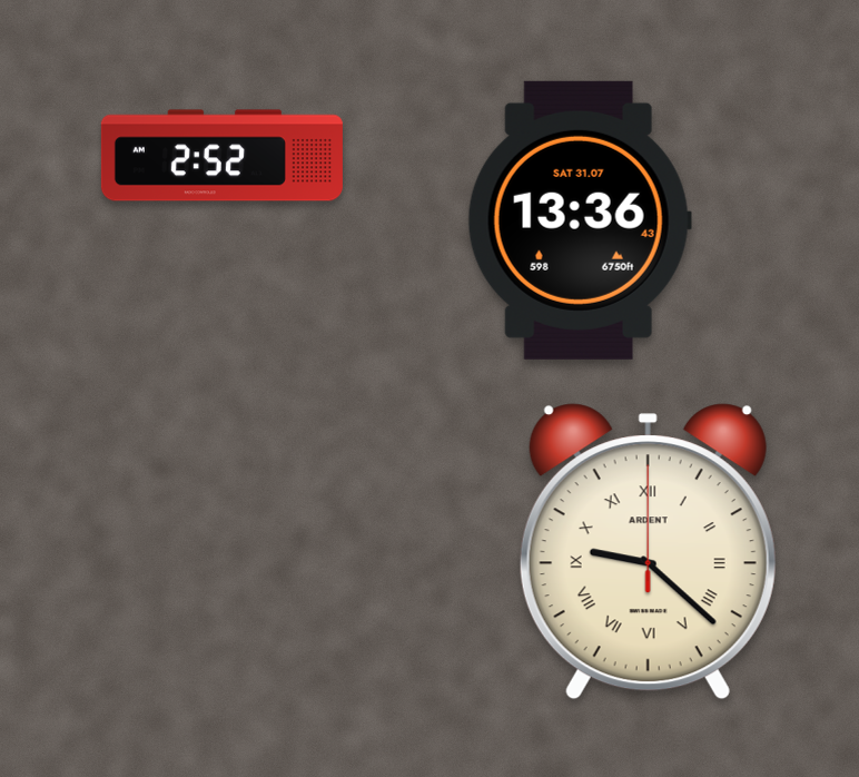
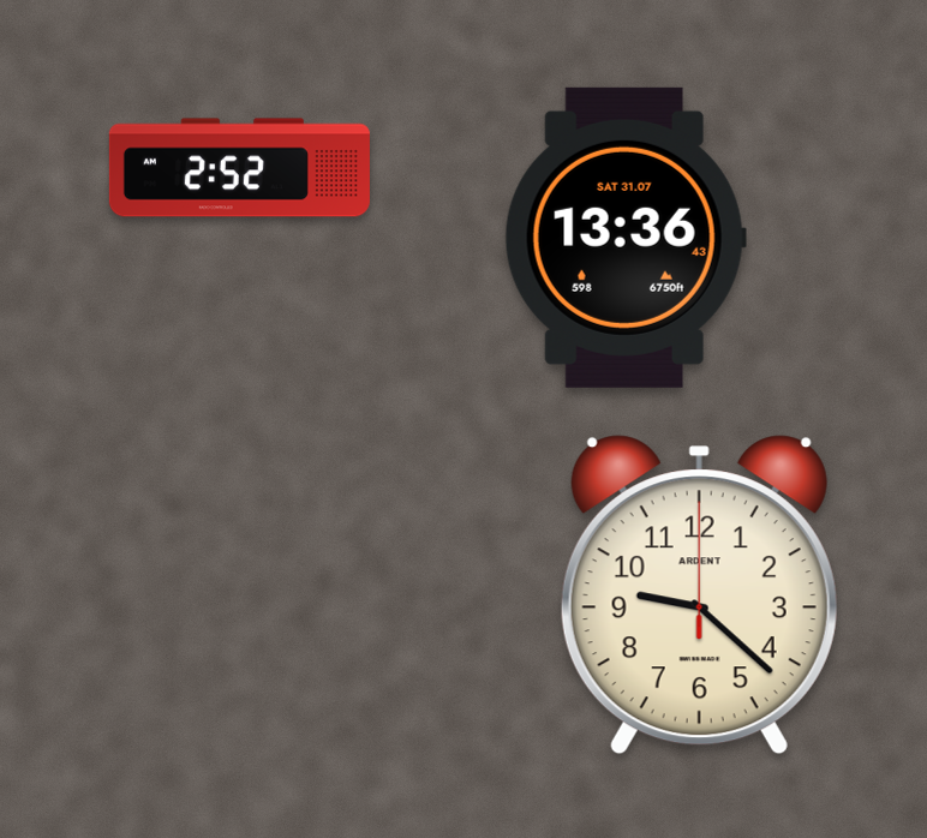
clock at (648, 552) numerals: Roman -> Arabic
